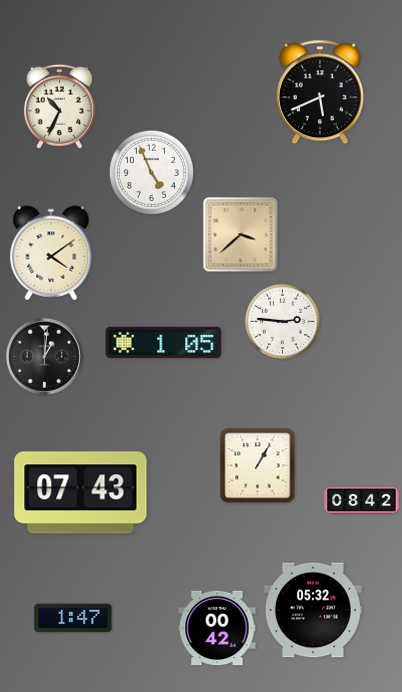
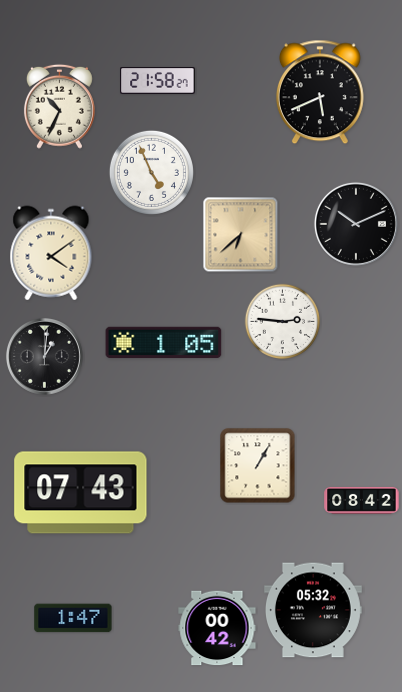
clock at (158, 81): none -> 21:58
clock at (356, 224): none -> 10:11
clock at (241, 235): 3:38 -> 6:38
